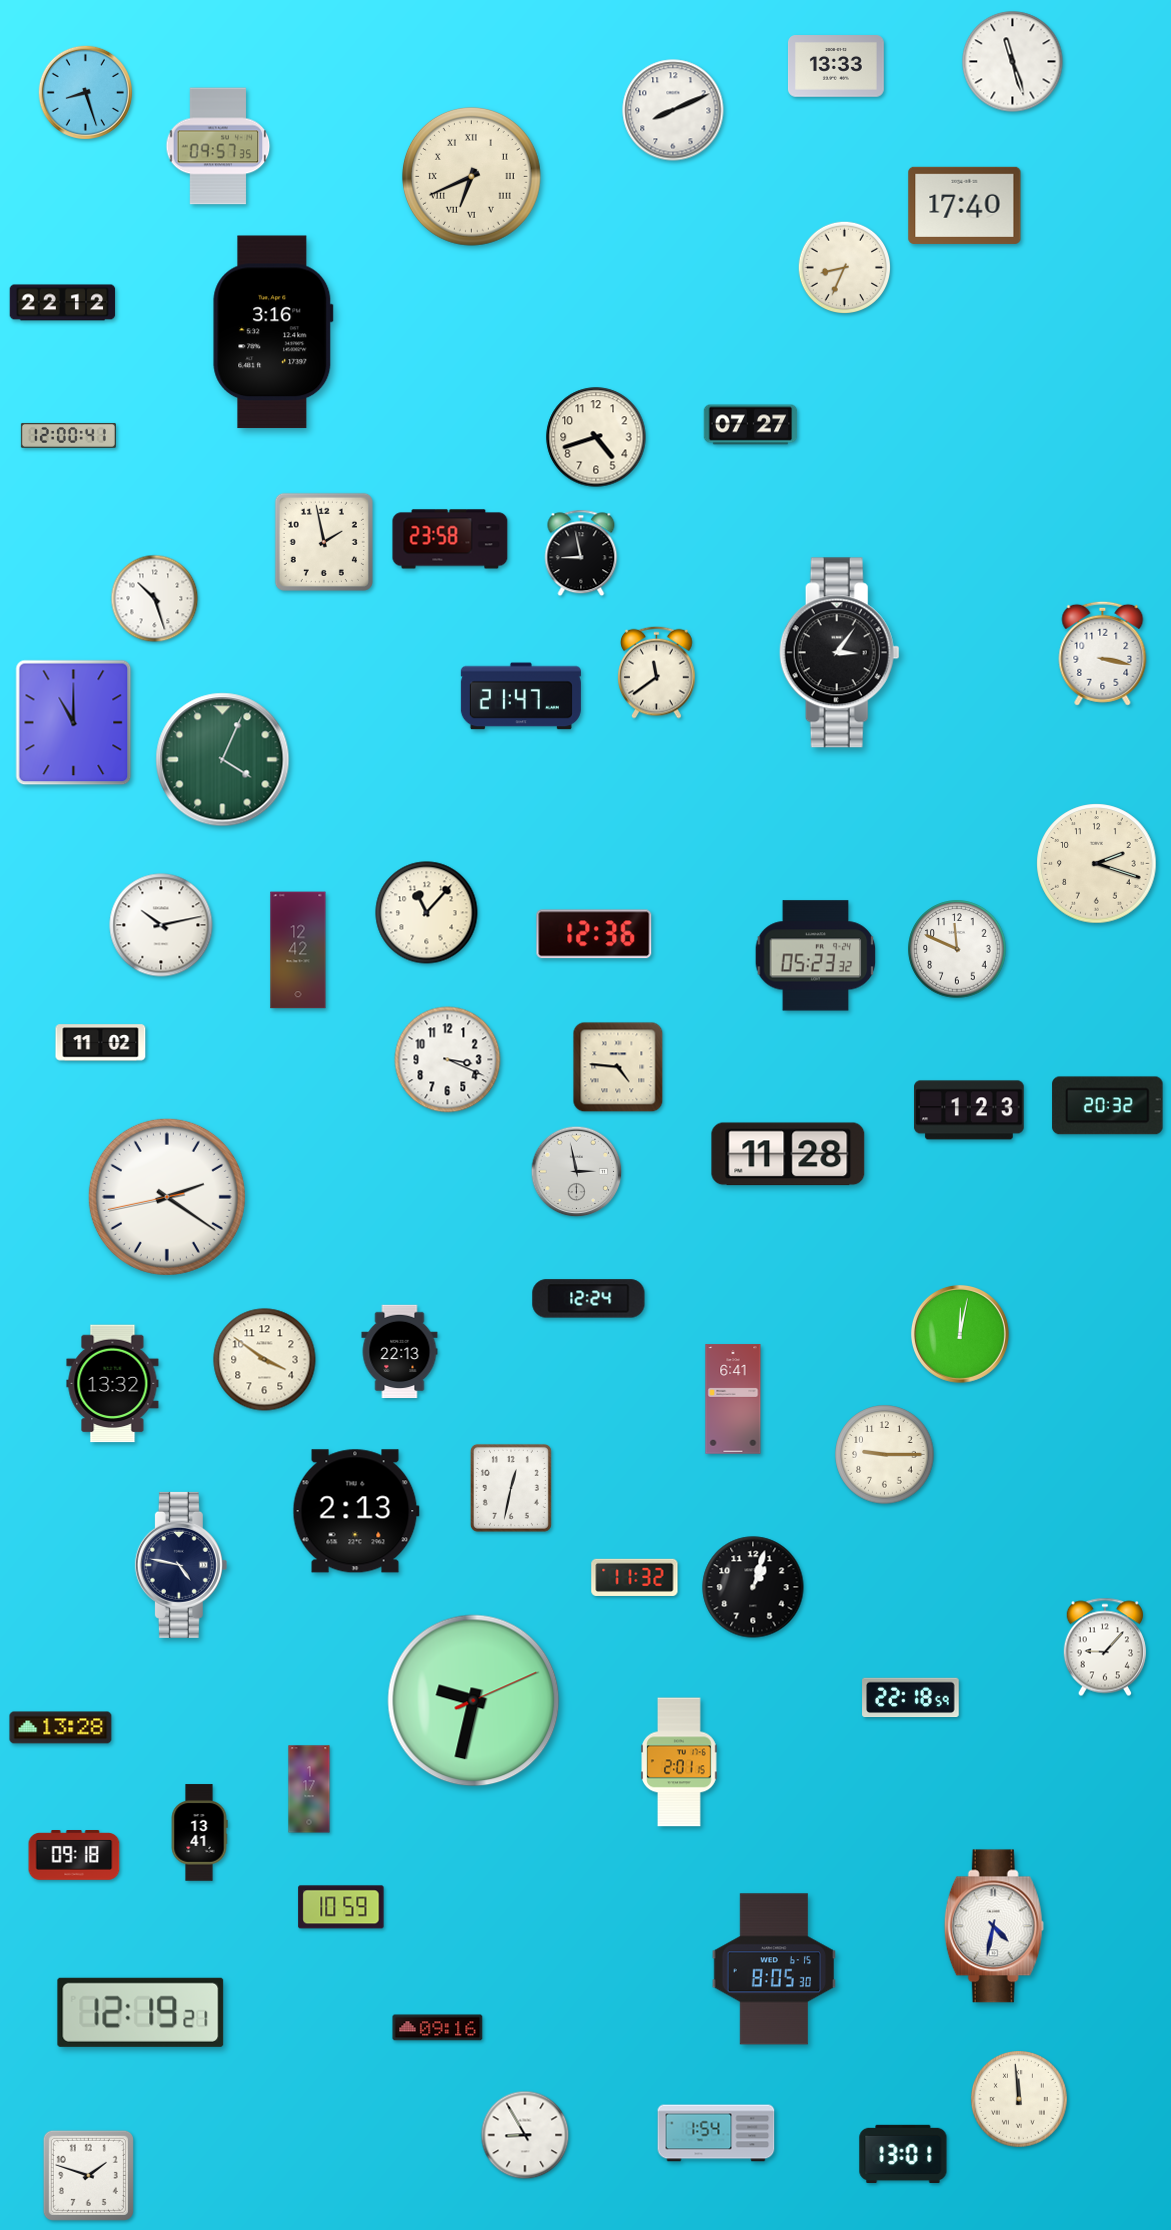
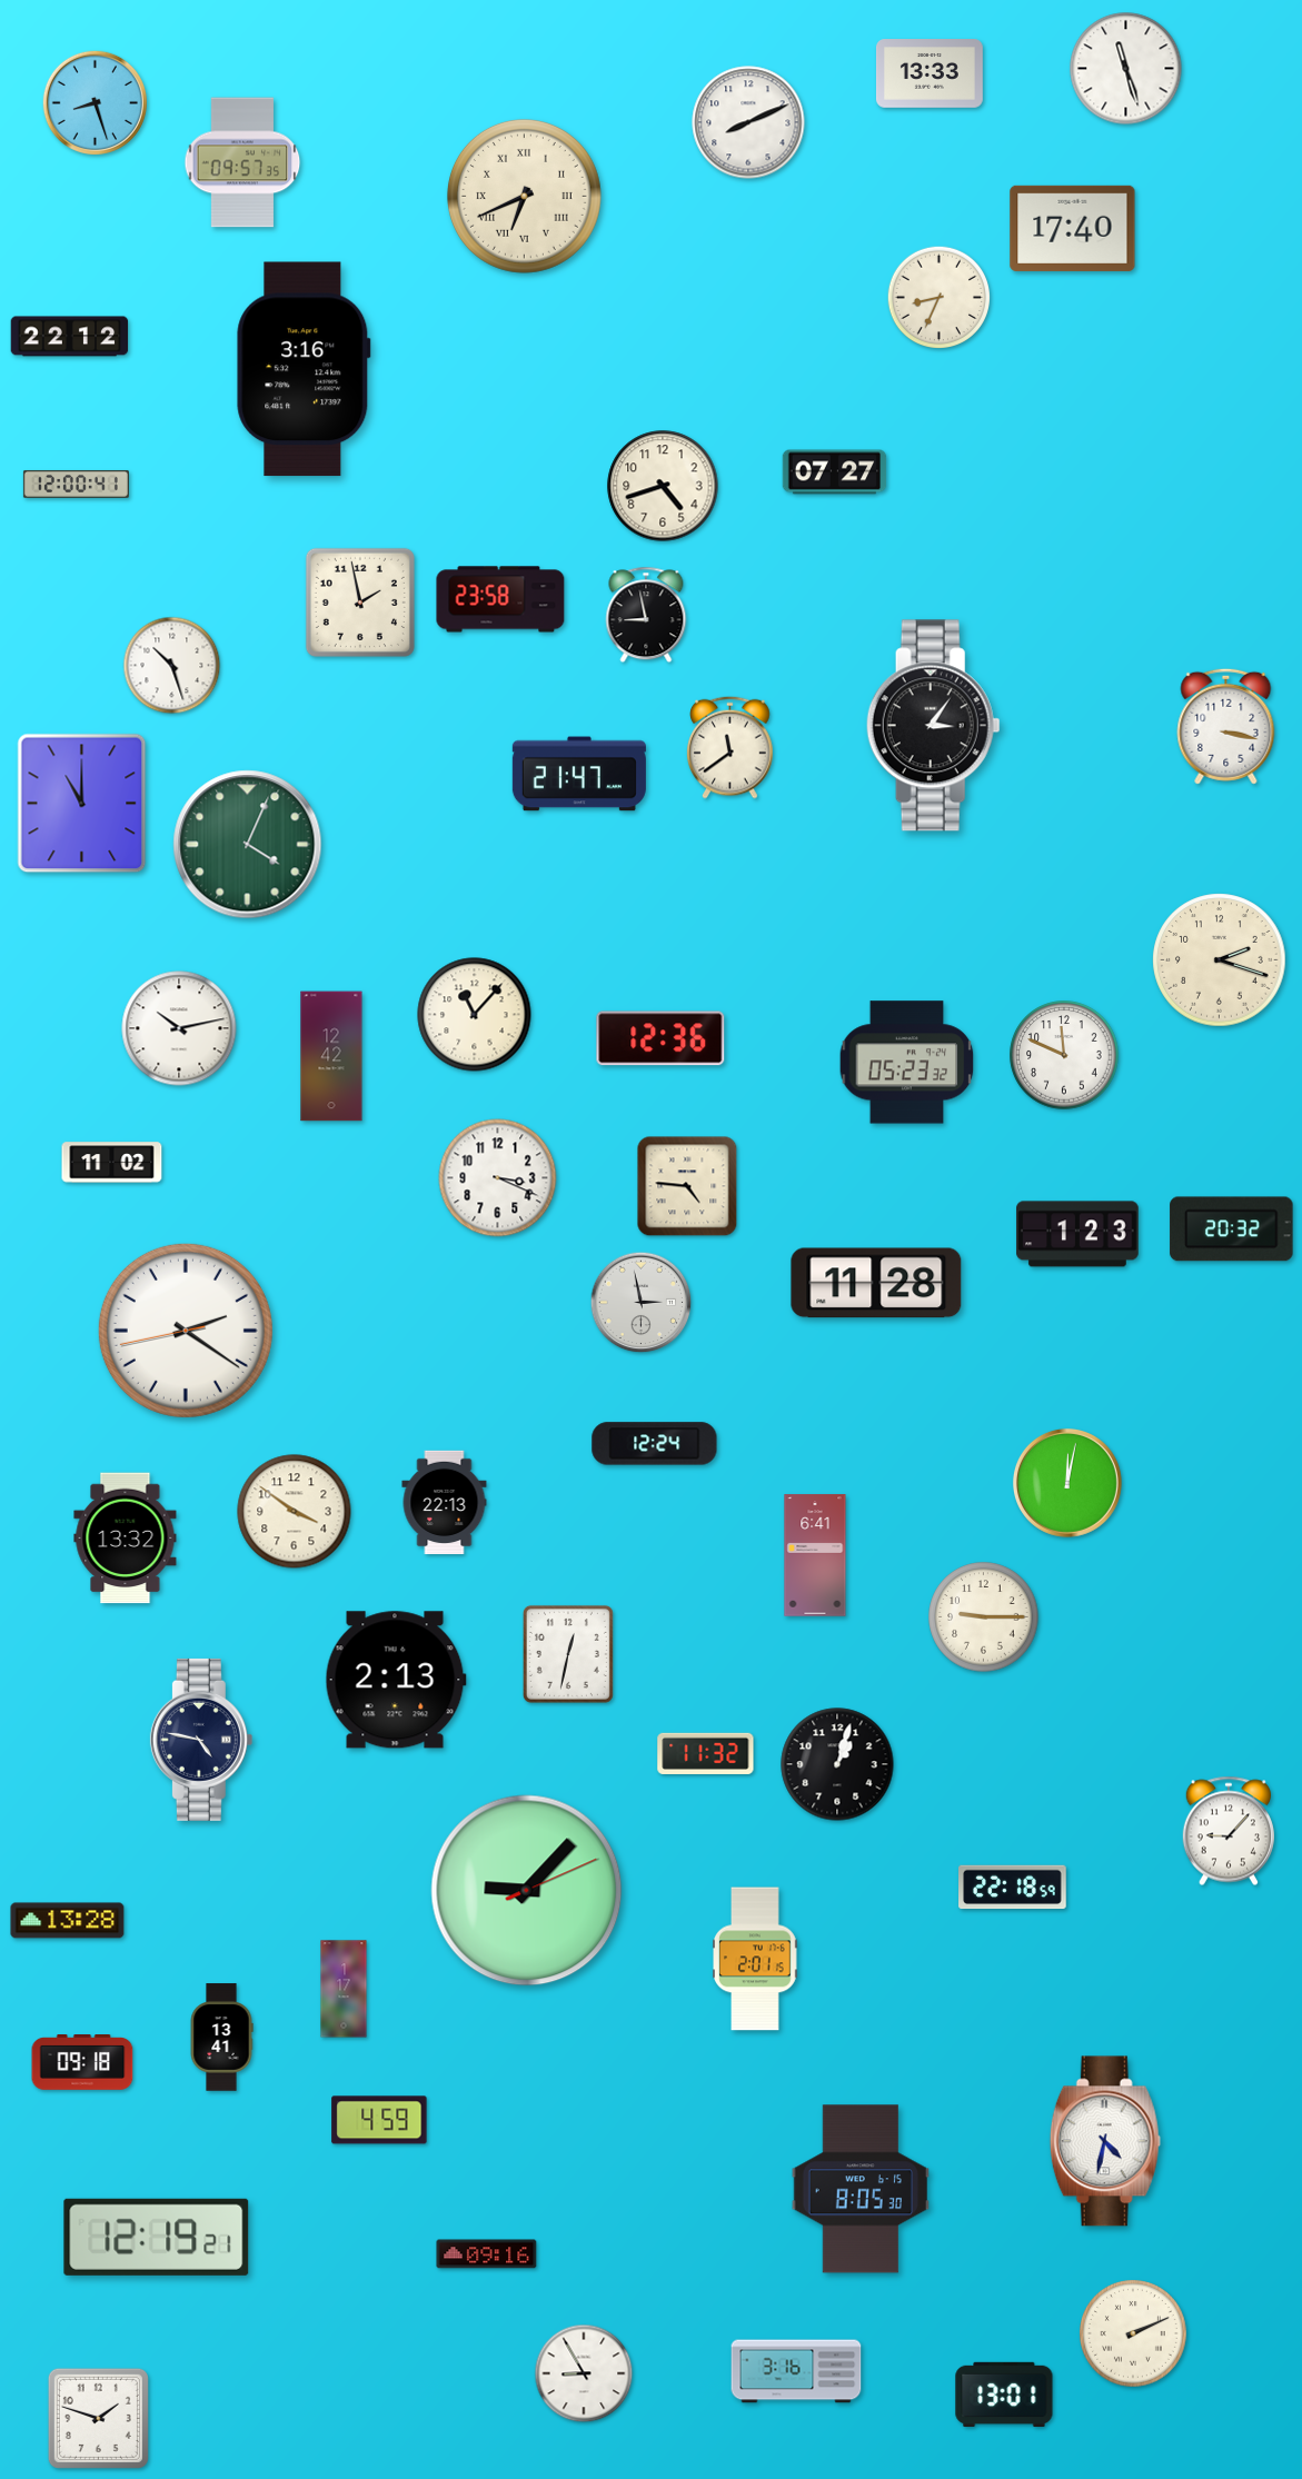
clock at (101, 1043) position: (101, 1043) -> (112, 1163)
clock at (474, 1701): 9:32 -> 9:07
clock at (341, 1907): 10:59 -> 4:59
clock at (1020, 2100): 11:59 -> 2:11
clock at (716, 2133): 1:54 -> 3:16
